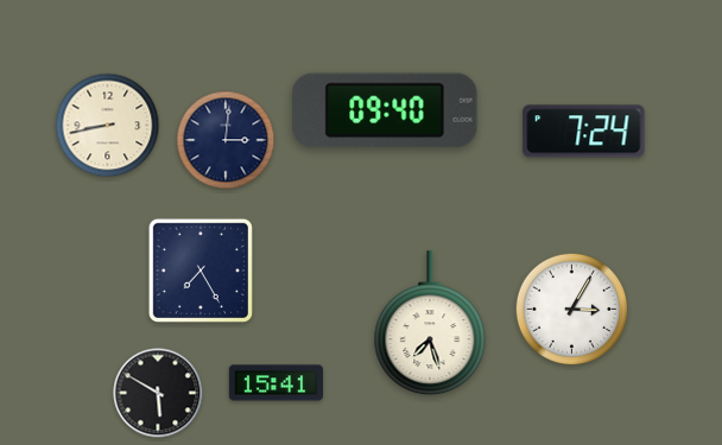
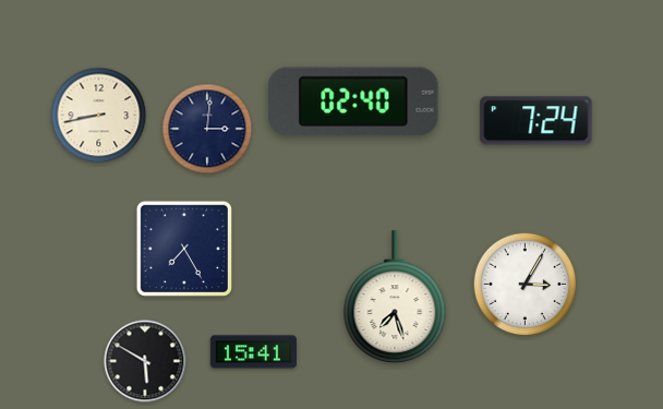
clock at (385, 110): 09:40 -> 02:40
